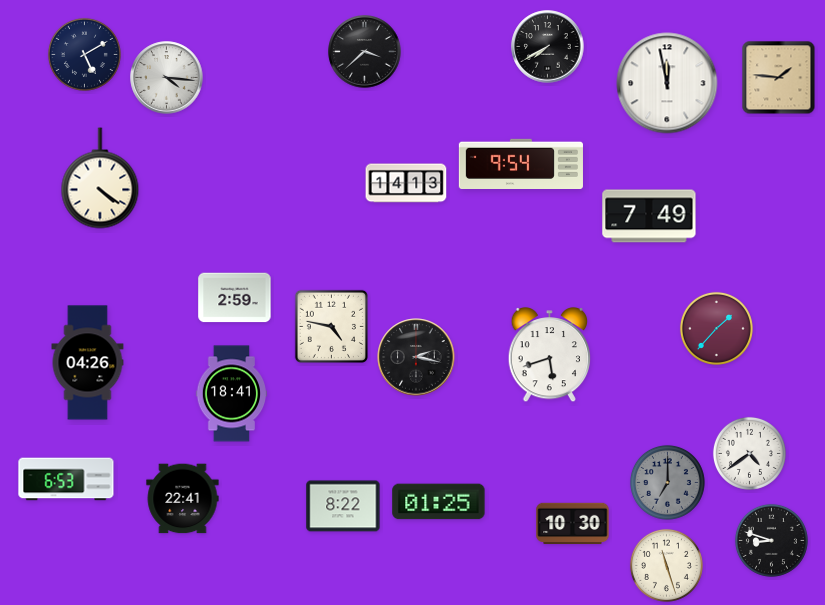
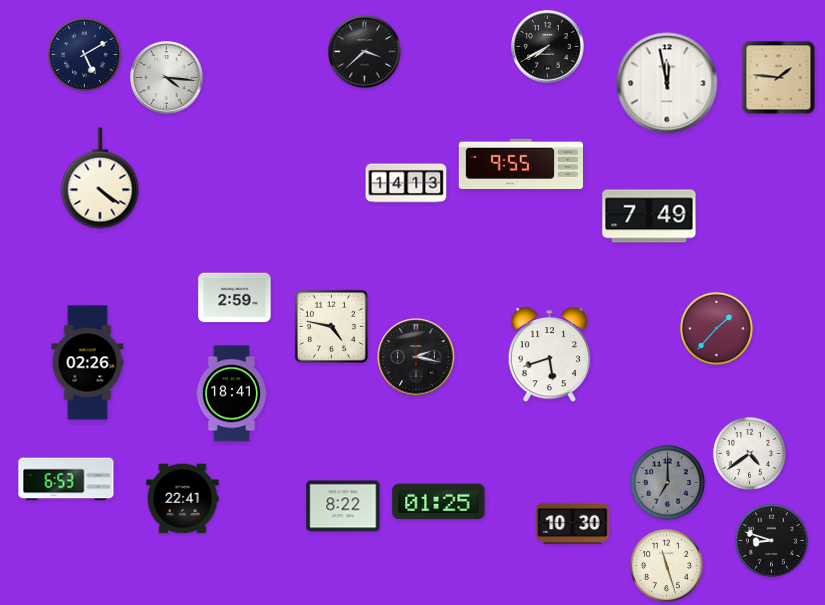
clock at (521, 163): 9:54 -> 9:55
clock at (88, 363): 04:26 -> 02:26
